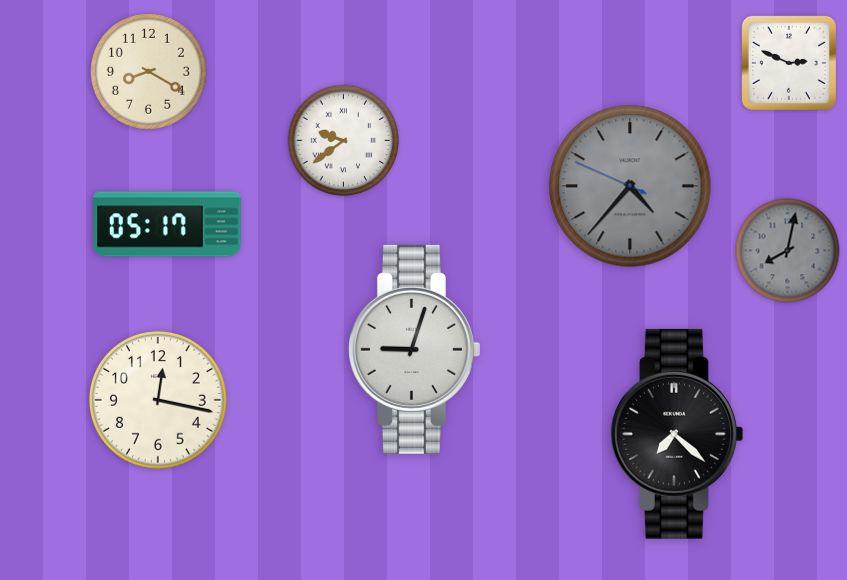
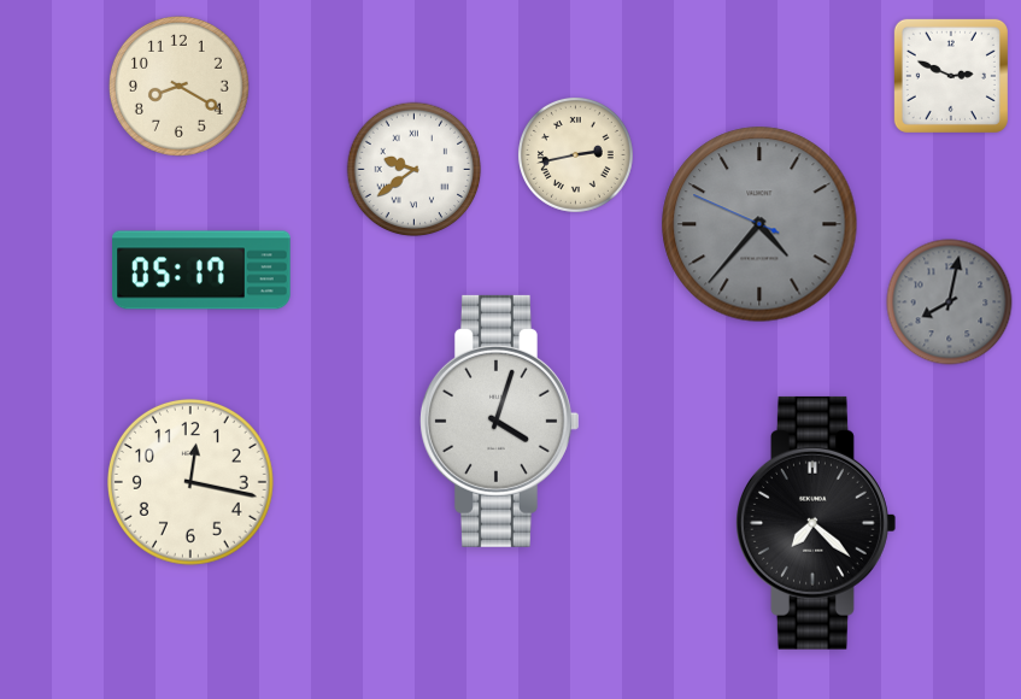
clock at (575, 154): none -> 2:43
clock at (414, 349): 9:03 -> 4:03
